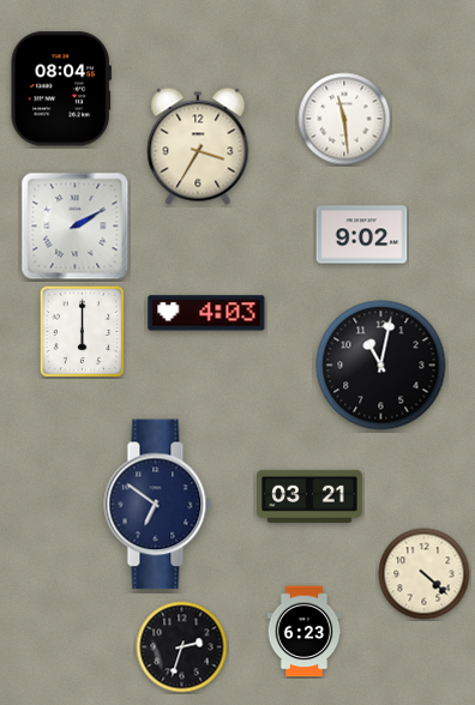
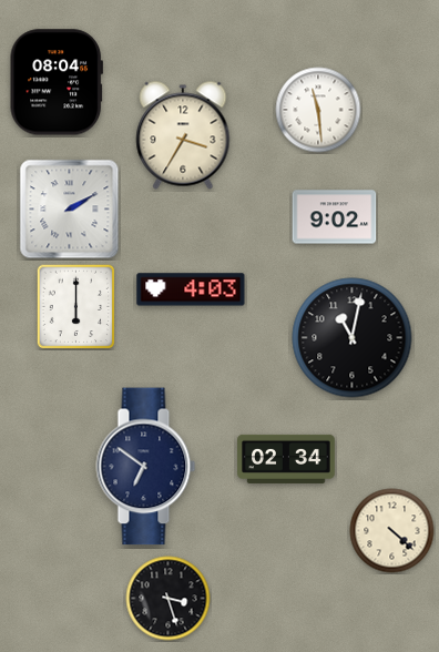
clock at (309, 496): 03:21 -> 02:34
clock at (305, 632): 6:23 -> none
clock at (182, 647): 2:33 -> 3:27
